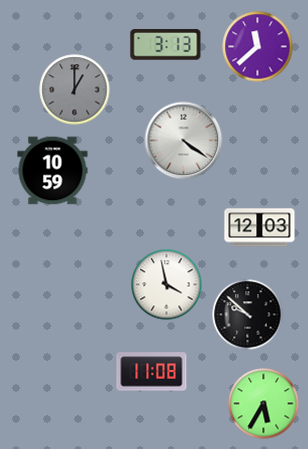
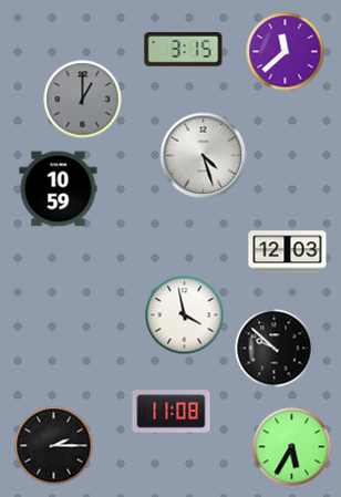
clock at (166, 45): 3:13 -> 3:15
clock at (184, 141): 4:21 -> 4:27
clock at (152, 372) position: (152, 372) -> (172, 412)
clock at (54, 446): none -> 2:15
